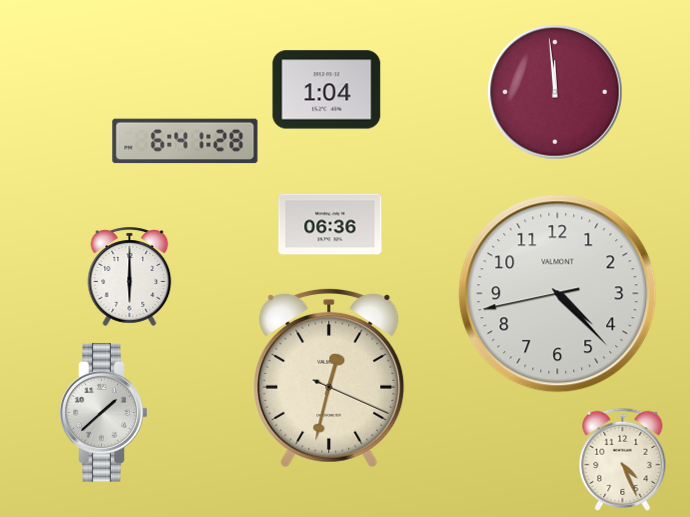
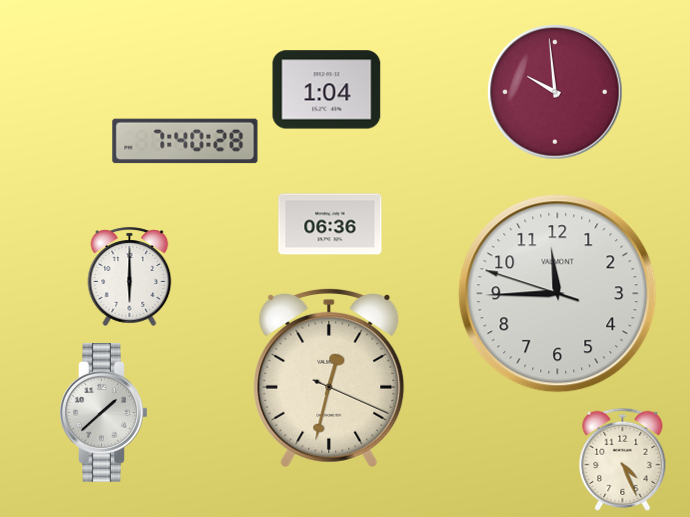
clock at (555, 92): 11:59 -> 9:59
clock at (185, 141): 6:41 -> 7:40
clock at (558, 294): 4:22 -> 11:44
